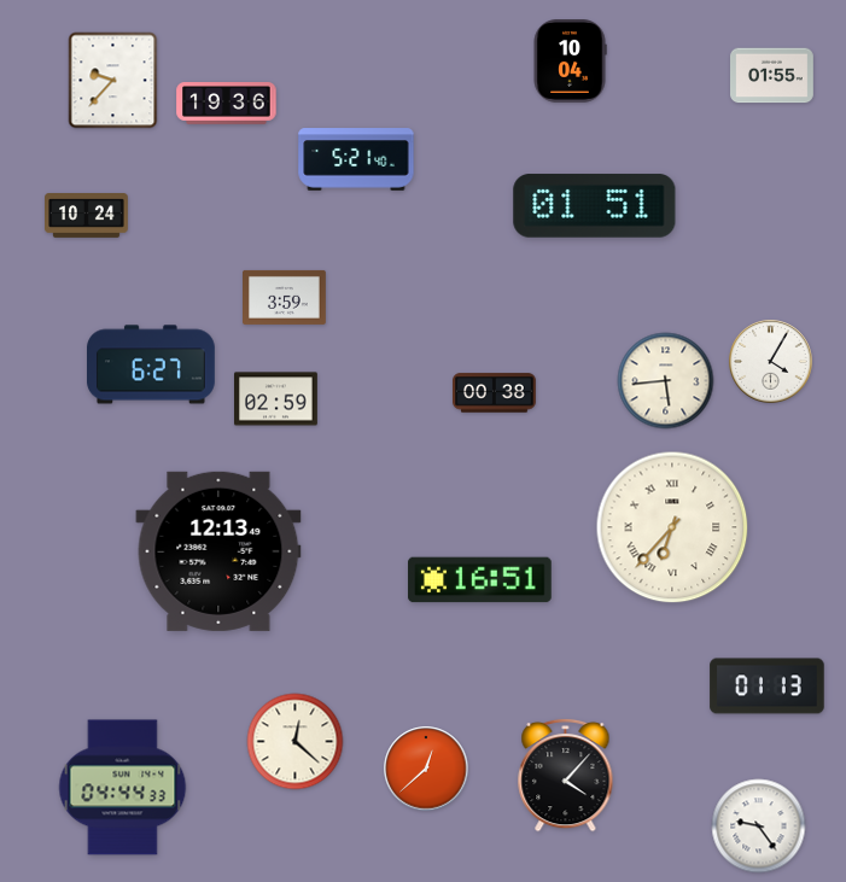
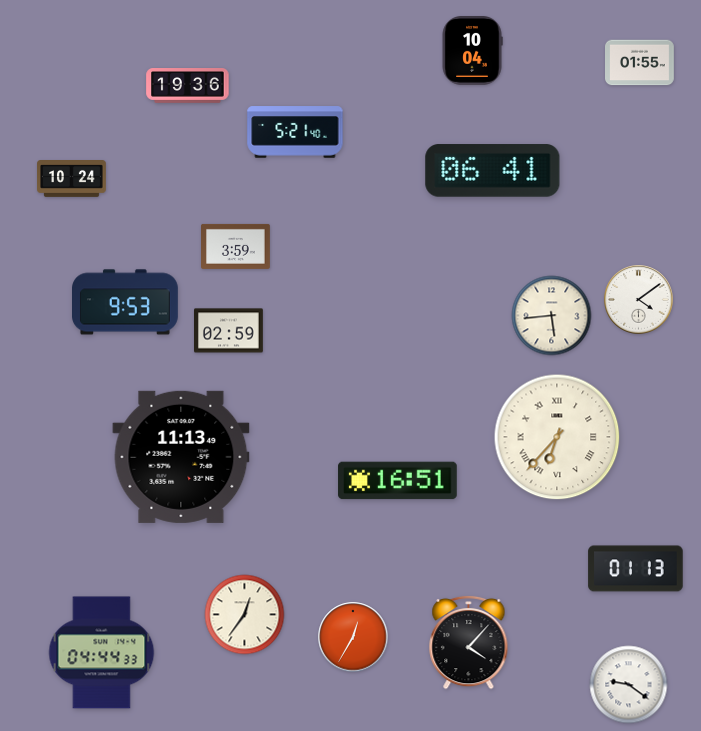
clock at (113, 81): 9:37 -> none
clock at (595, 206): 01:51 -> 06:41
clock at (771, 362): 4:05 -> 4:09
clock at (152, 364): 6:27 -> 9:53
clock at (495, 393): 00:38 -> none
clock at (218, 551): 12:13 -> 11:13
clock at (296, 742): 12:22 -> 12:36
clock at (426, 769): 12:38 -> 12:35
clock at (759, 826): 9:24 -> 9:21
